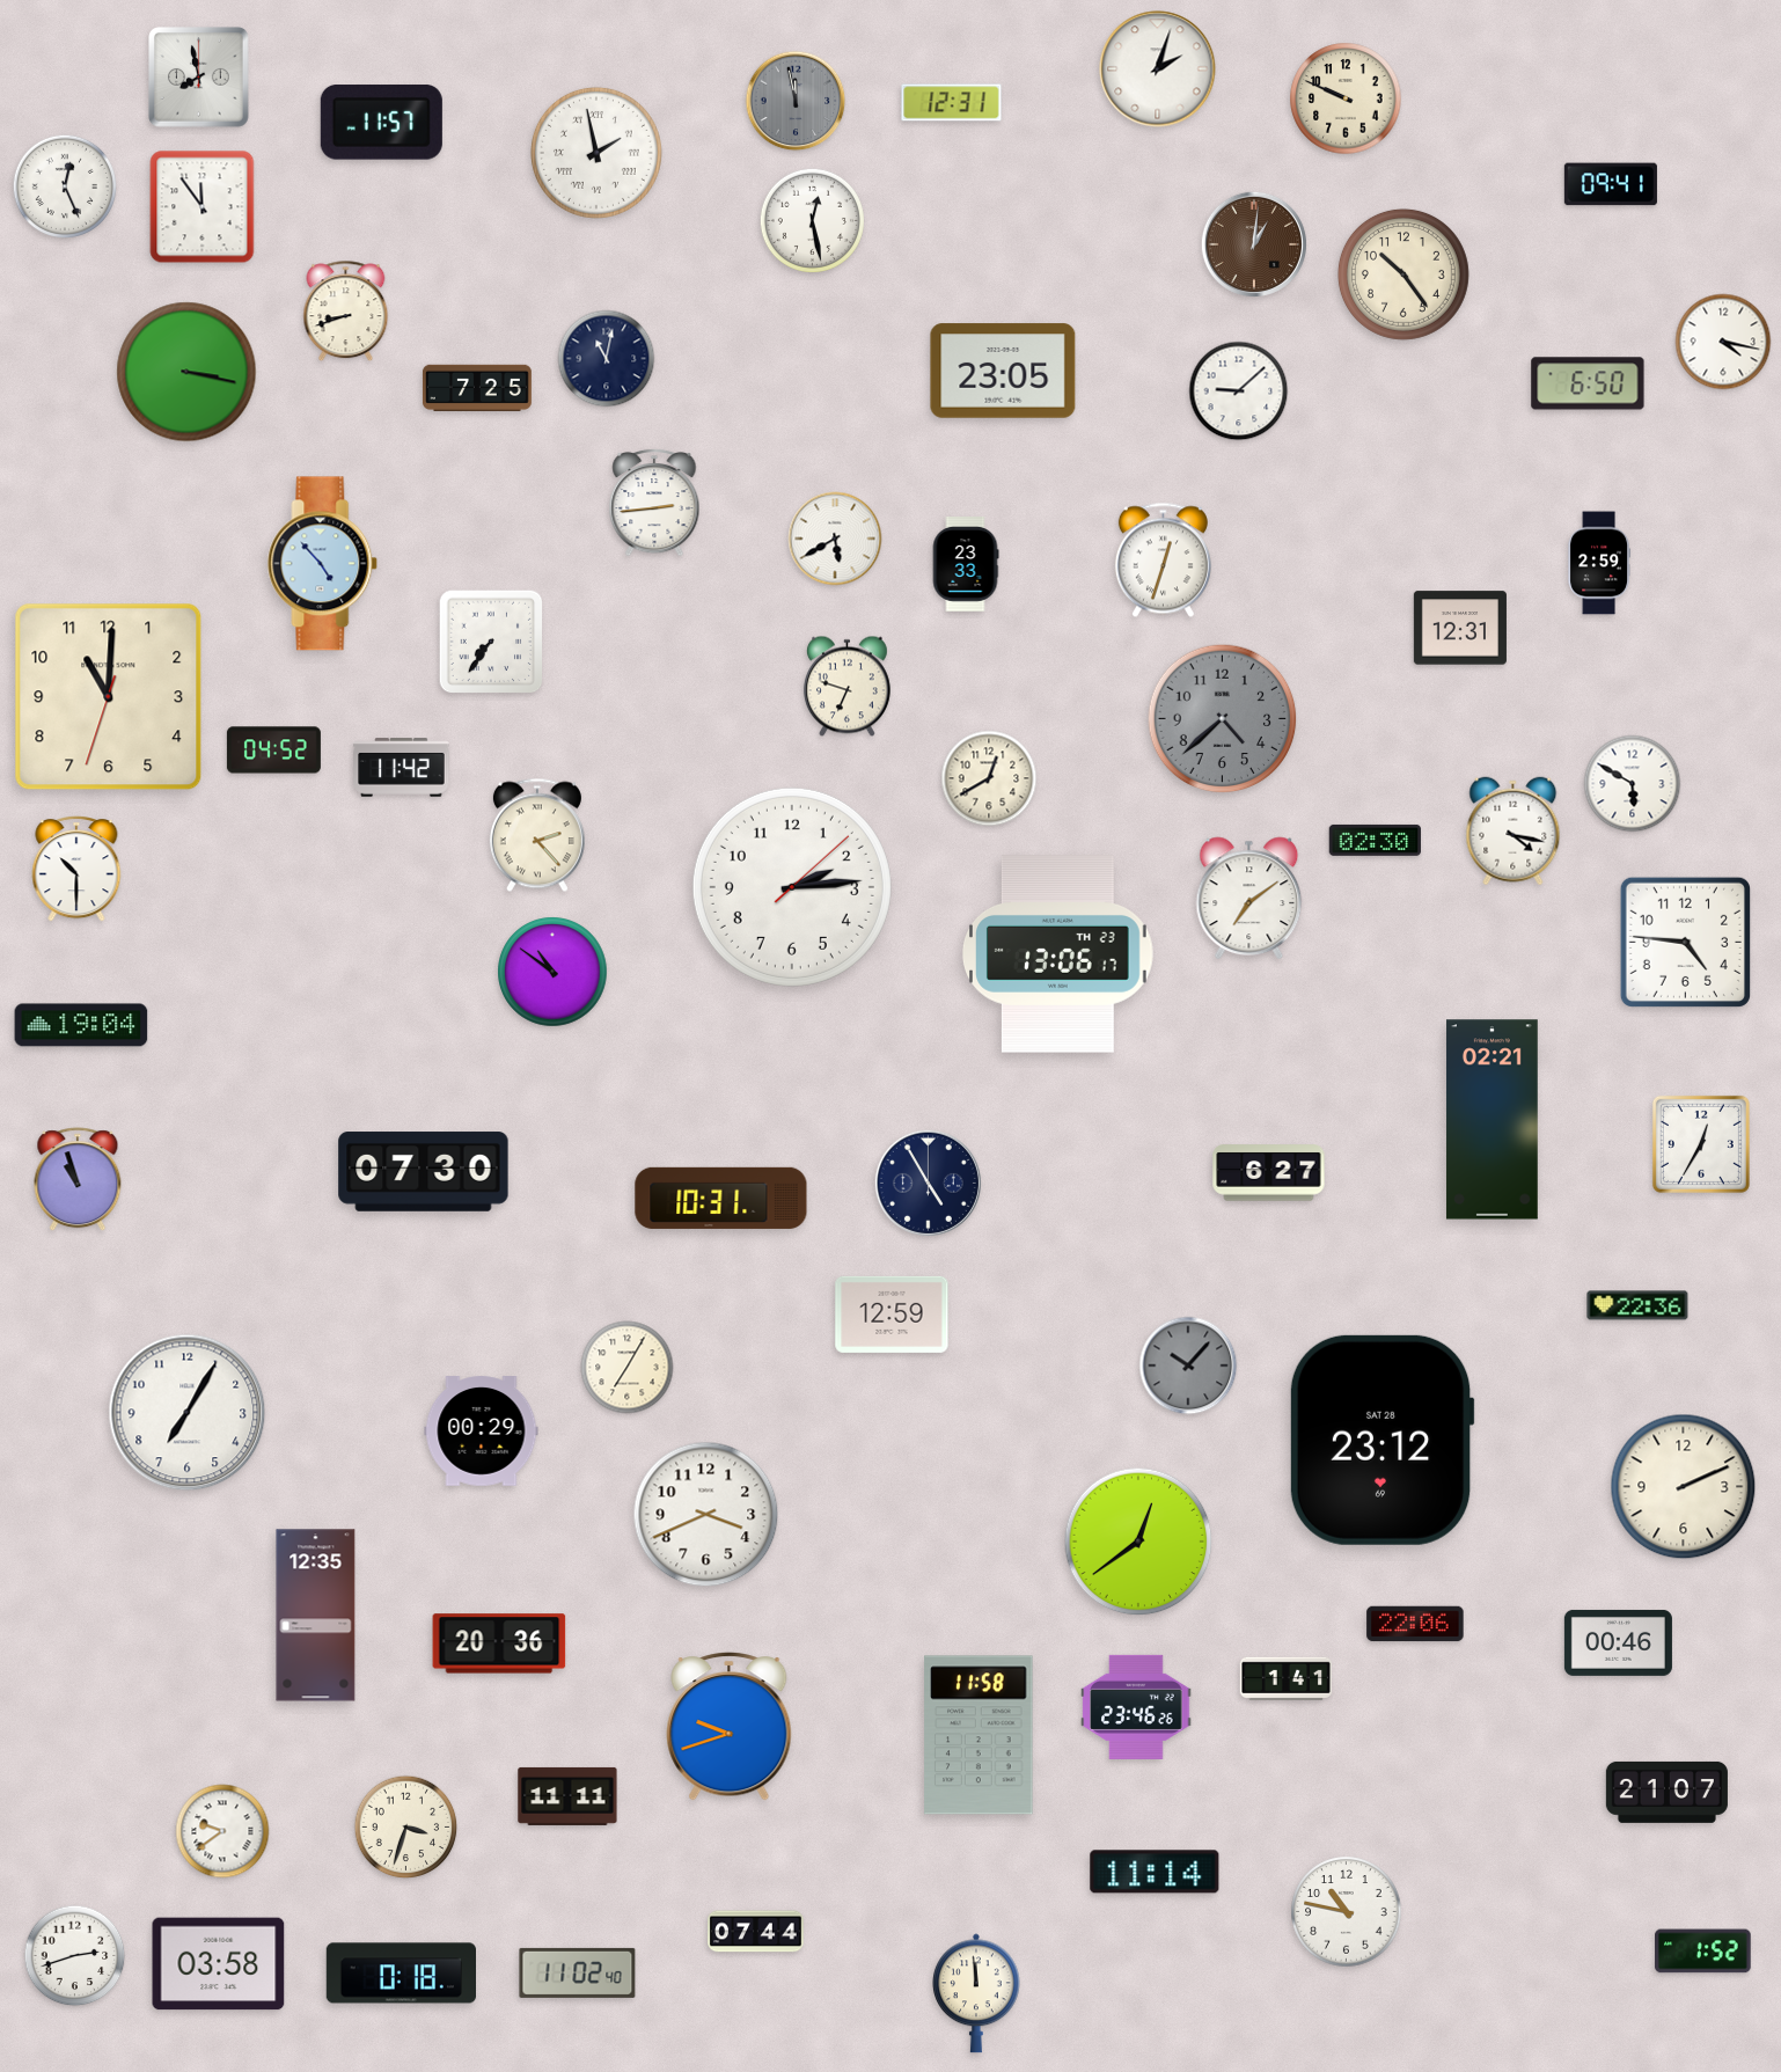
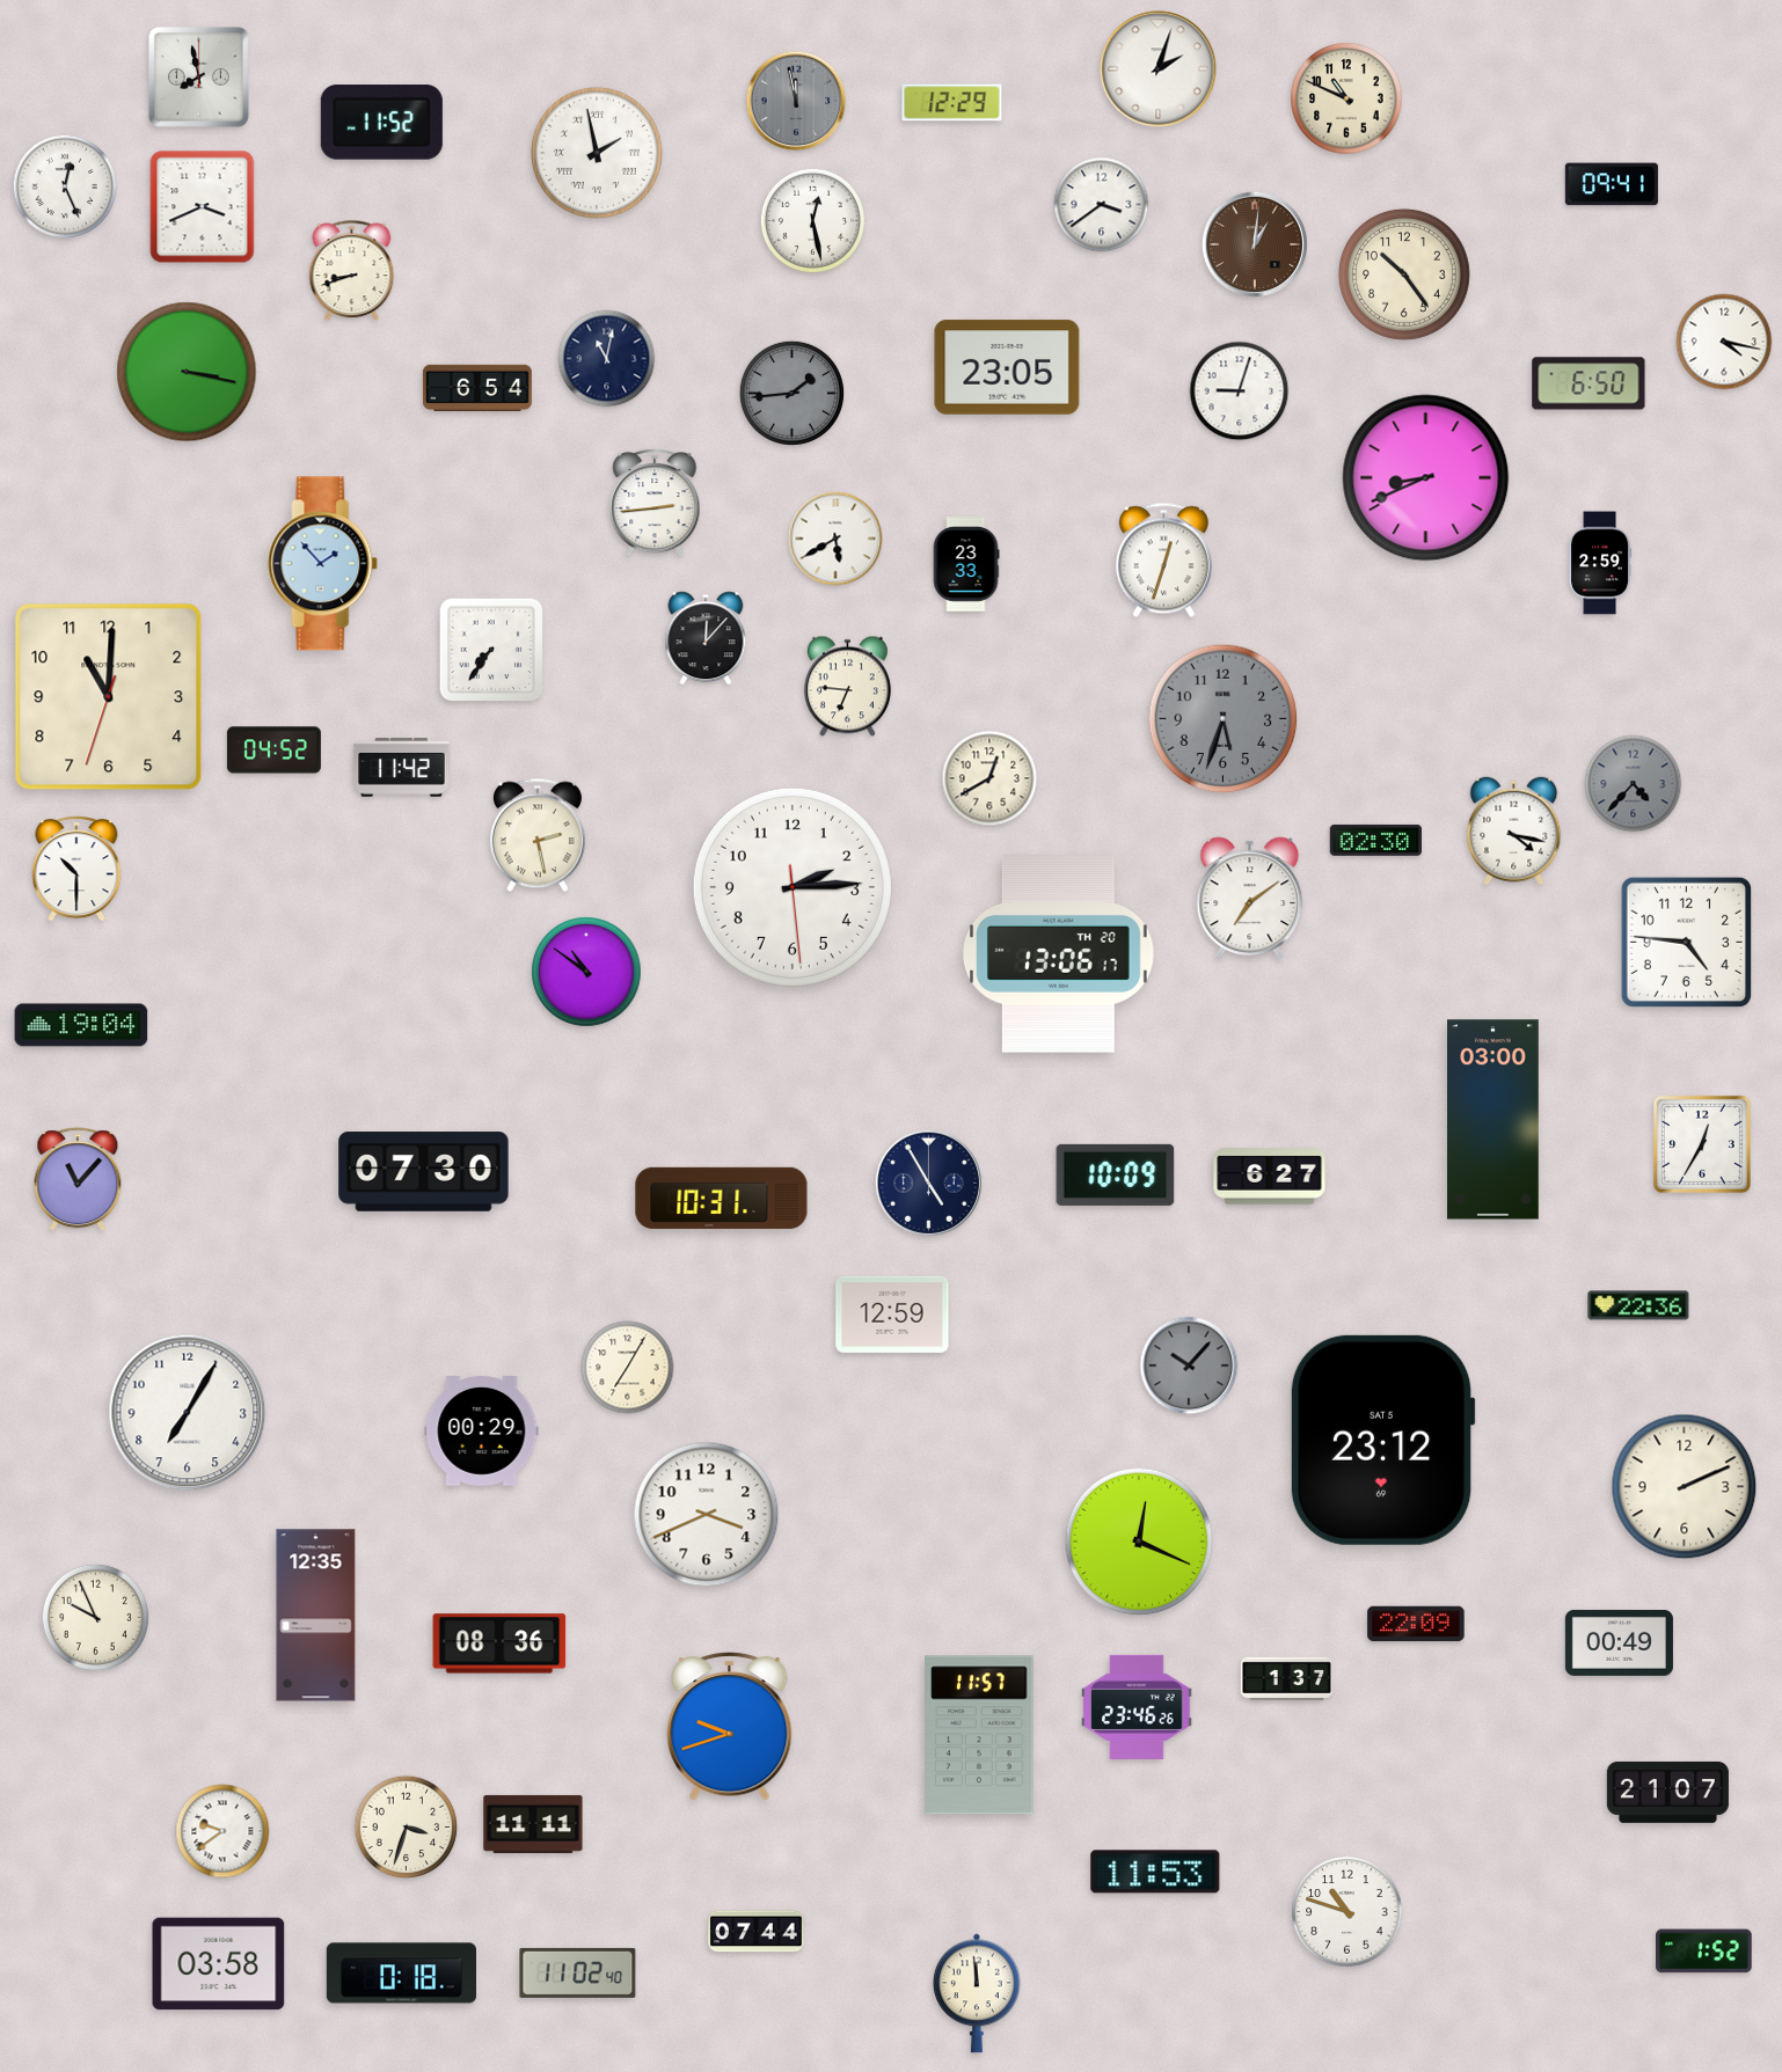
clock at (1346, 98): 9:49 -> 10:49
clock at (952, 103): 12:31 -> 12:29
clock at (381, 123): 11:57 -> 11:52
clock at (1102, 205): none -> 3:39
clock at (203, 207): 11:54 -> 3:41
clock at (346, 312) position: (346, 312) -> (352, 271)
clock at (1003, 371) position: (1003, 371) -> (1007, 367)
clock at (477, 387): 7:25 -> 6:54
clock at (1239, 391): 9:08 -> 9:03
clock at (791, 393): none -> 1:44
clock at (1426, 478): none -> 8:41
clock at (323, 564): 4:53 -> 1:53
clock at (1460, 628): 12:31 -> none
clock at (706, 638): none -> 12:07
clock at (491, 642) position: (491, 642) -> (491, 650)
clock at (846, 687): 6:48 -> 6:46
clock at (1223, 719): 4:38 -> 5:33
clock at (1633, 784): 5:50 -> 4:37
clock at (1633, 784) dial: white -> grey
clock at (537, 835): 2:23 -> 2:28
clock at (792, 887): 2:14:08 -> 2:14:29
clock at (1057, 954) date: TH 23 -> TH 20
clock at (552, 972) position: (552, 972) -> (586, 972)
clock at (1493, 1120): 02:21 -> 03:00
clock at (1269, 1173) position: (1269, 1173) -> (1270, 1177)
clock at (1116, 1174): none -> 10:09
clock at (78, 1180): 10:57 -> 11:07
clock at (1381, 1440) date: SAT 28 -> SAT 5
clock at (1138, 1542): 12:39 -> 12:19
clock at (95, 1617): none -> 9:56
clock at (1415, 1624): 22:06 -> 22:09
clock at (1618, 1642): 00:46 -> 00:49
clock at (499, 1643): 20:36 -> 08:36
clock at (1287, 1678): 1:41 -> 1:37
clock at (979, 1735): 11:58 -> 11:57
clock at (567, 1796) position: (567, 1796) -> (533, 1824)
clock at (1155, 1872): 11:14 -> 11:53
clock at (1347, 1912): 10:47 -> 10:48
clock at (75, 1956): 2:42 -> none
